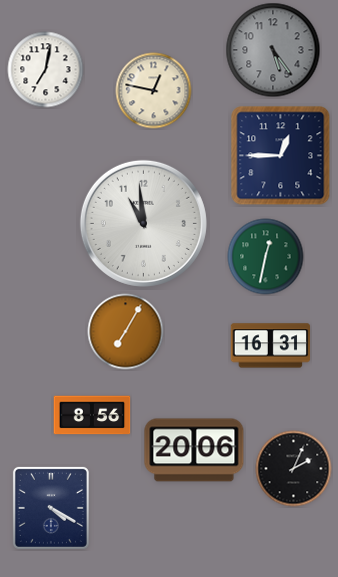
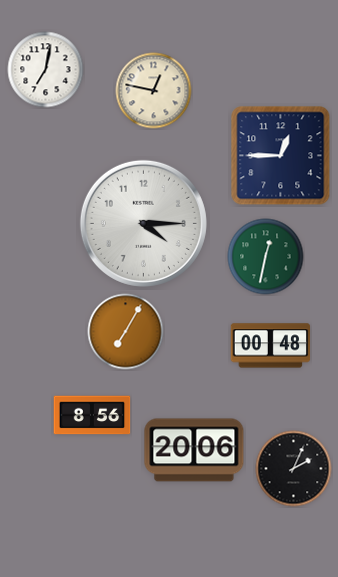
clock at (273, 50): 5:24 -> none
clock at (143, 223): 10:59 -> 4:15
clock at (271, 346): 16:31 -> 00:48
clock at (51, 508): 4:20 -> none
